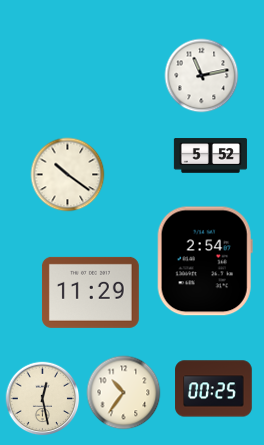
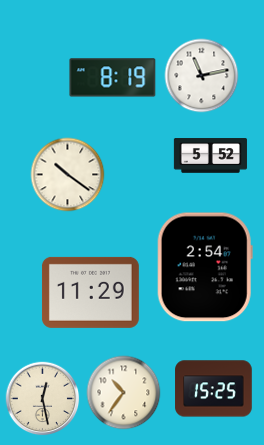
clock at (113, 78): none -> 8:19
clock at (205, 261) position: (205, 261) -> (205, 267)
clock at (214, 389): 00:25 -> 15:25
